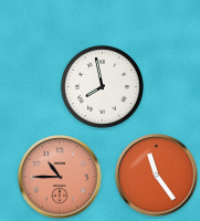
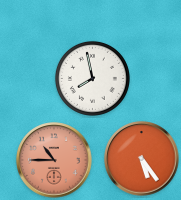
clock at (157, 176): 11:24 -> 5:24
